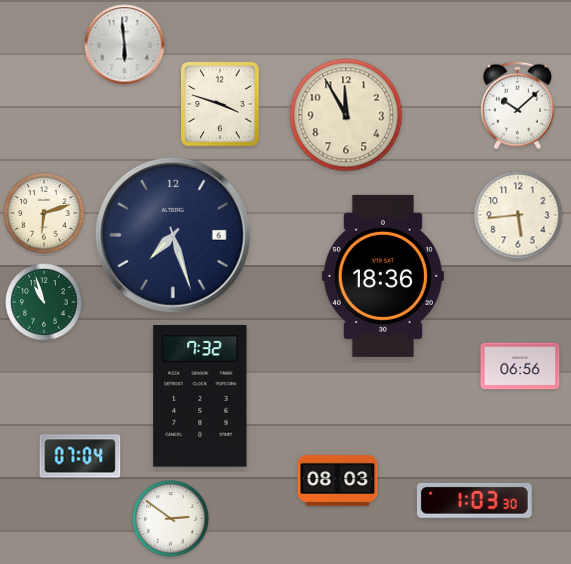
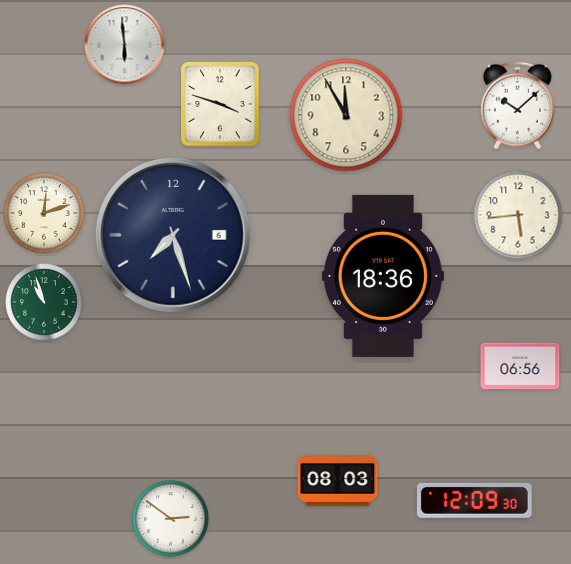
clock at (44, 213): 6:12 -> 12:12
clock at (200, 397): 7:32 -> none
clock at (80, 456): 07:04 -> none
clock at (474, 500): 1:03 -> 12:09
